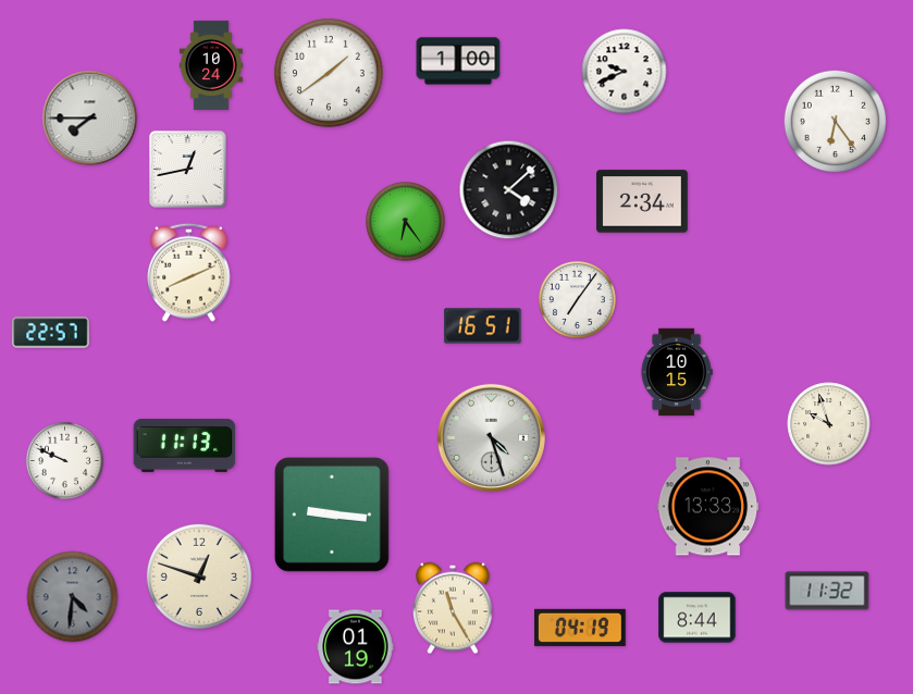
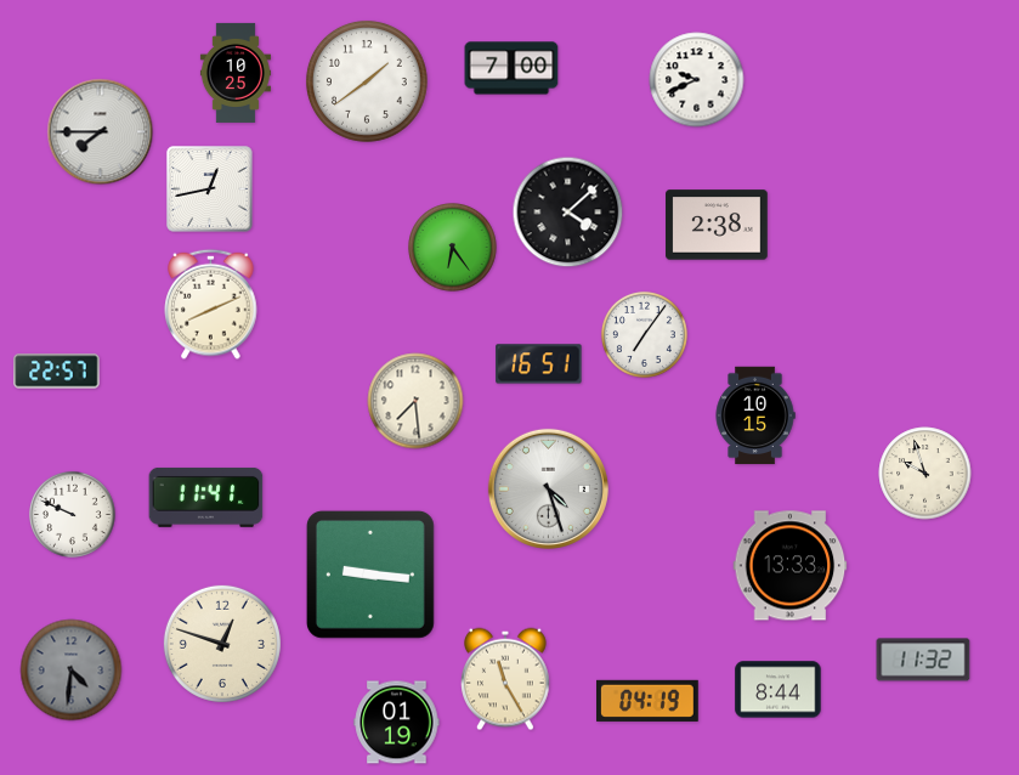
clock at (458, 61): 1:00 -> 7:00
clock at (211, 65): 10:24 -> 10:25
clock at (836, 122): 6:24 -> none
clock at (642, 201): 2:34 -> 2:38
clock at (415, 401): none -> 7:29
clock at (185, 445): 11:13 -> 11:41
clock at (73, 597) position: (73, 597) -> (72, 671)
